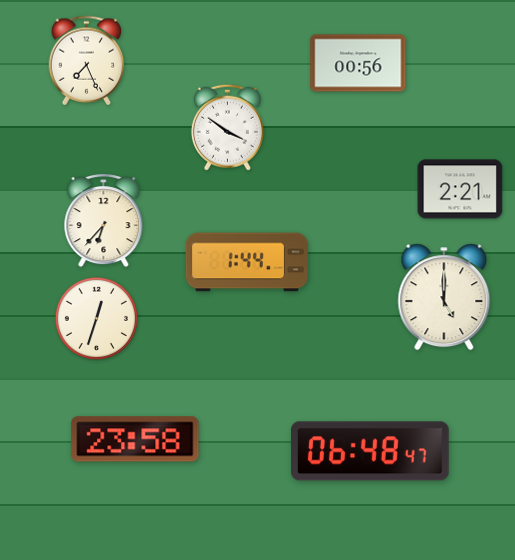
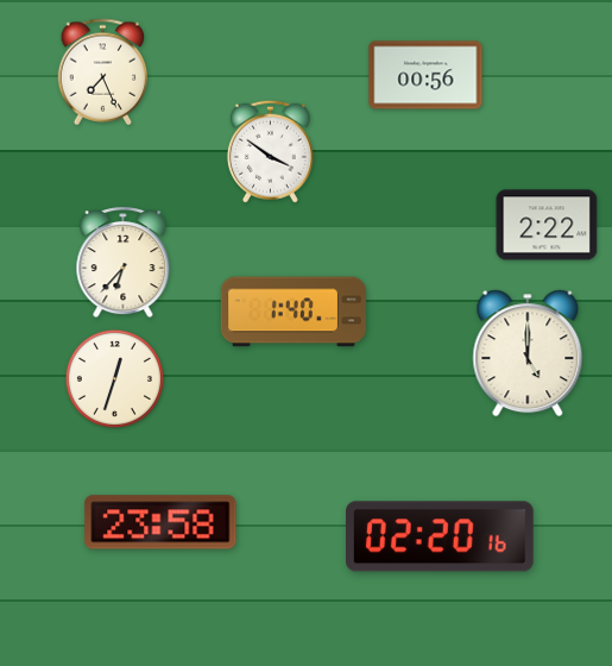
clock at (460, 189): 2:21 -> 2:22
clock at (247, 262): 1:44 -> 1:40
clock at (371, 451): 06:48 -> 02:20
